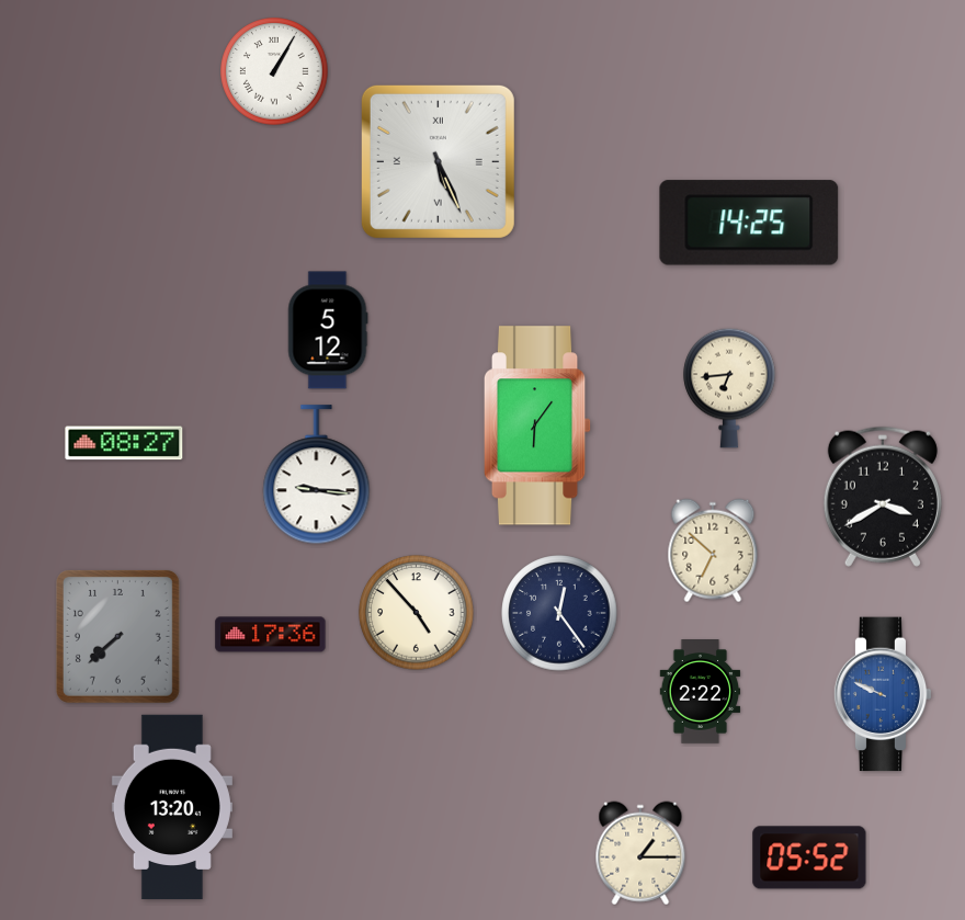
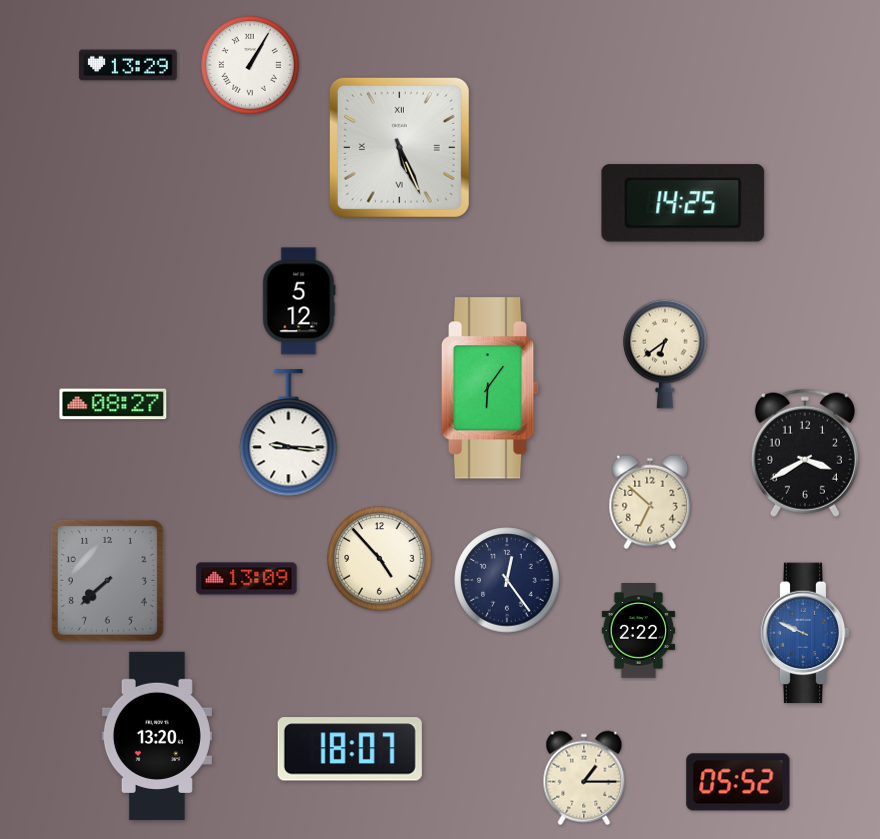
clock at (128, 65): none -> 13:29
clock at (729, 388): 6:44 -> 6:39
clock at (559, 613) position: (559, 613) -> (507, 580)
clock at (271, 635): 17:36 -> 13:09
clock at (350, 749): none -> 18:07
